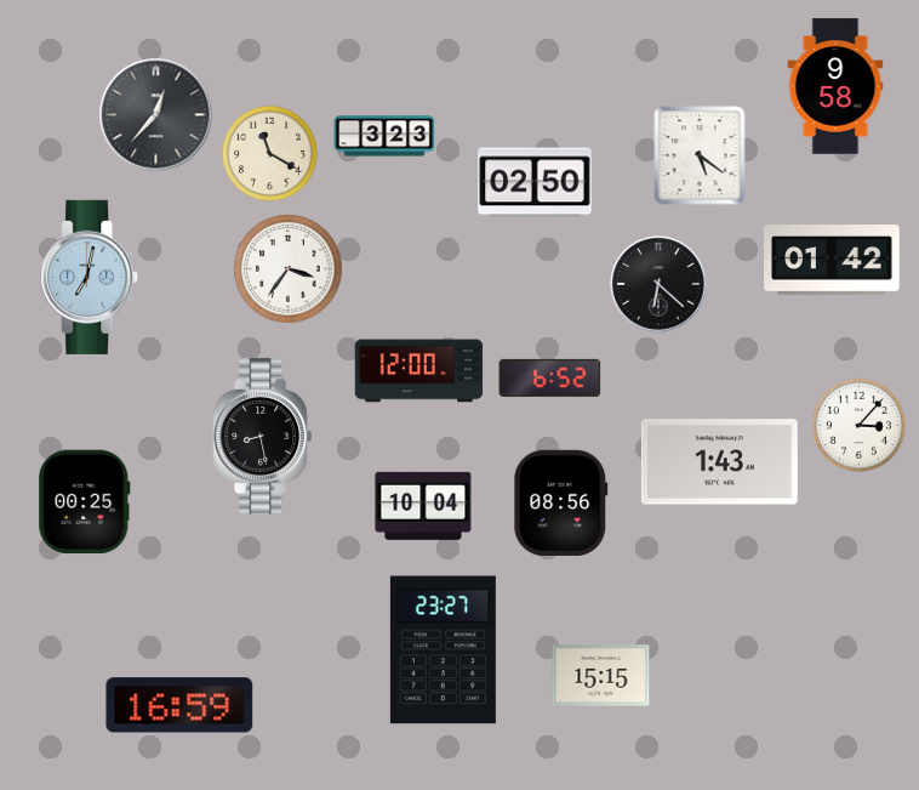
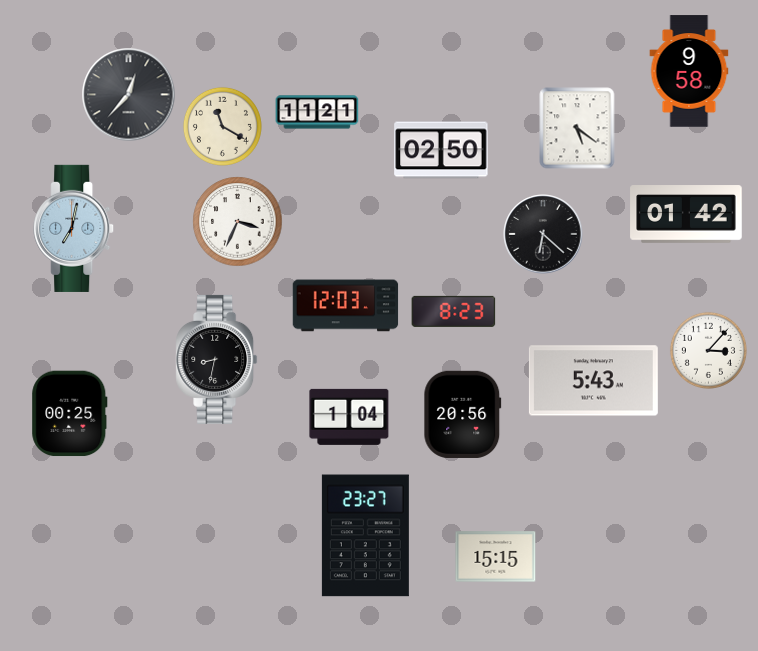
clock at (384, 136): 3:23 -> 11:21
clock at (289, 269): 3:36 -> 3:34
clock at (419, 371): 12:00 -> 12:03
clock at (550, 377): 6:52 -> 8:23
clock at (263, 436): 8:28 -> 8:32
clock at (719, 462): 1:43 -> 5:43
clock at (561, 502): 08:56 -> 20:56
clock at (423, 506): 10:04 -> 1:04
clock at (179, 705): 16:59 -> none
